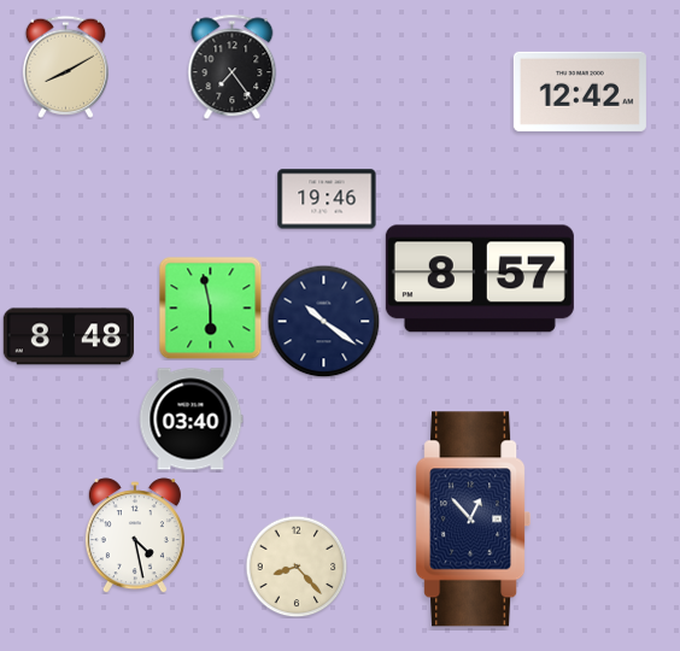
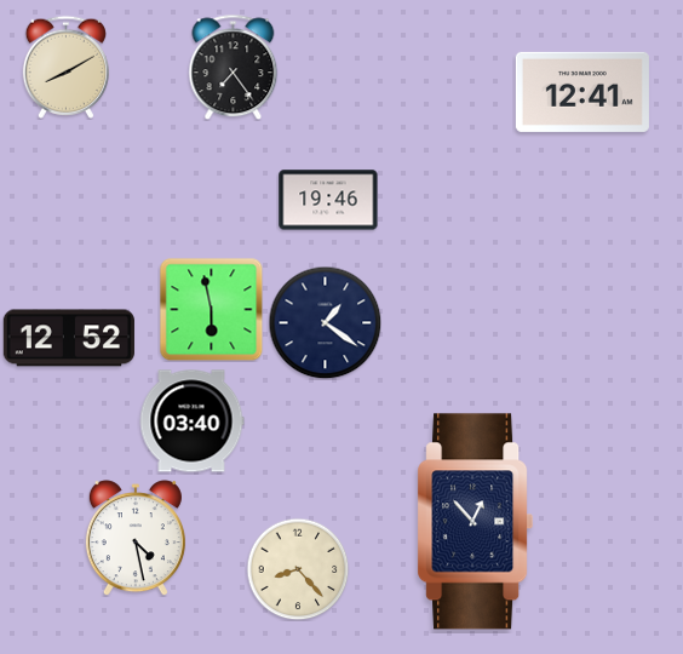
clock at (580, 92): 12:42 -> 12:41
clock at (480, 278): 8:57 -> none
clock at (323, 321): 10:21 -> 1:21
clock at (69, 336): 8:48 -> 12:52
